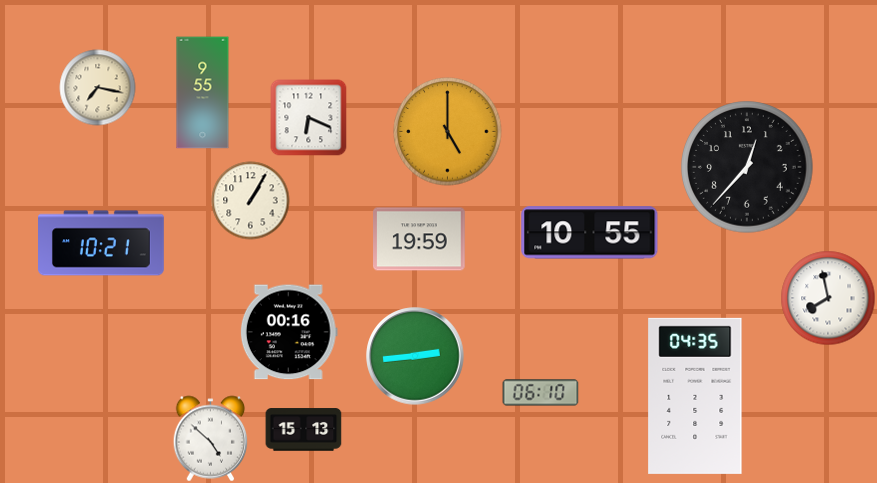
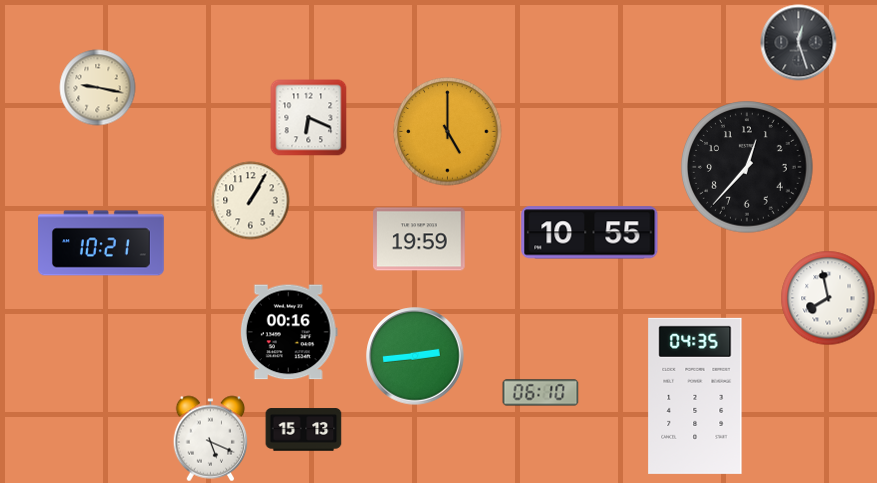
clock at (799, 43): none -> 12:27
clock at (98, 88): 7:17 -> 9:17
clock at (203, 93): 9:55 -> none
clock at (211, 439): 4:52 -> 5:19
